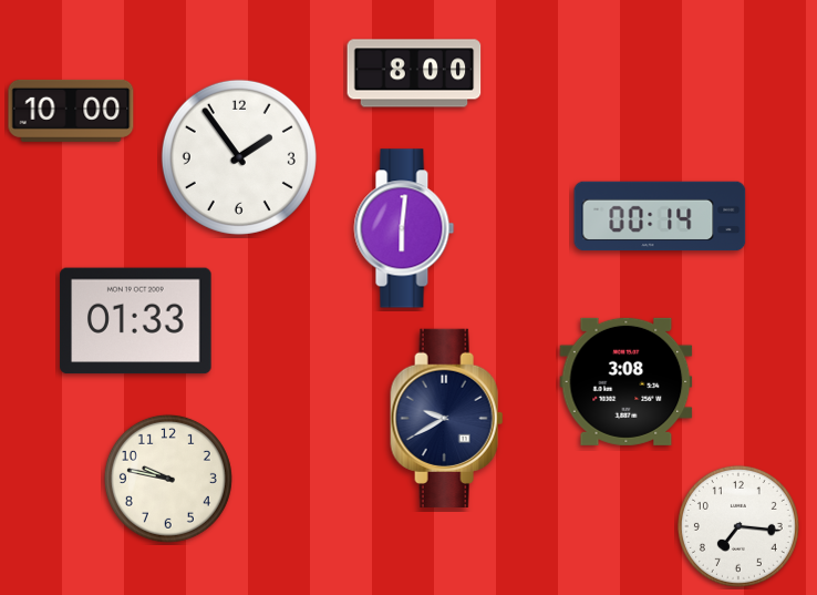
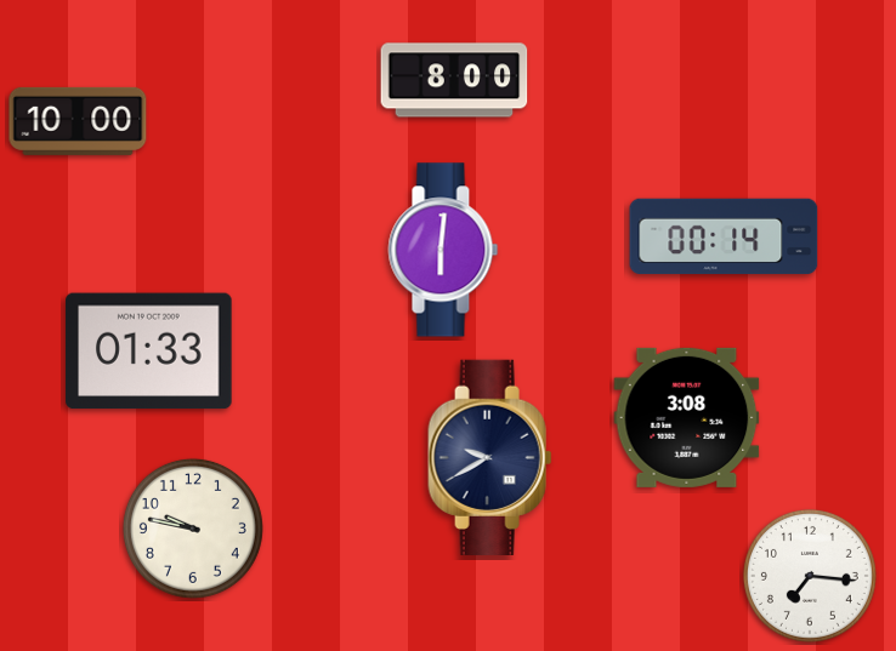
clock at (239, 157): 1:54 -> none
clock at (168, 479) position: (168, 479) -> (193, 529)
